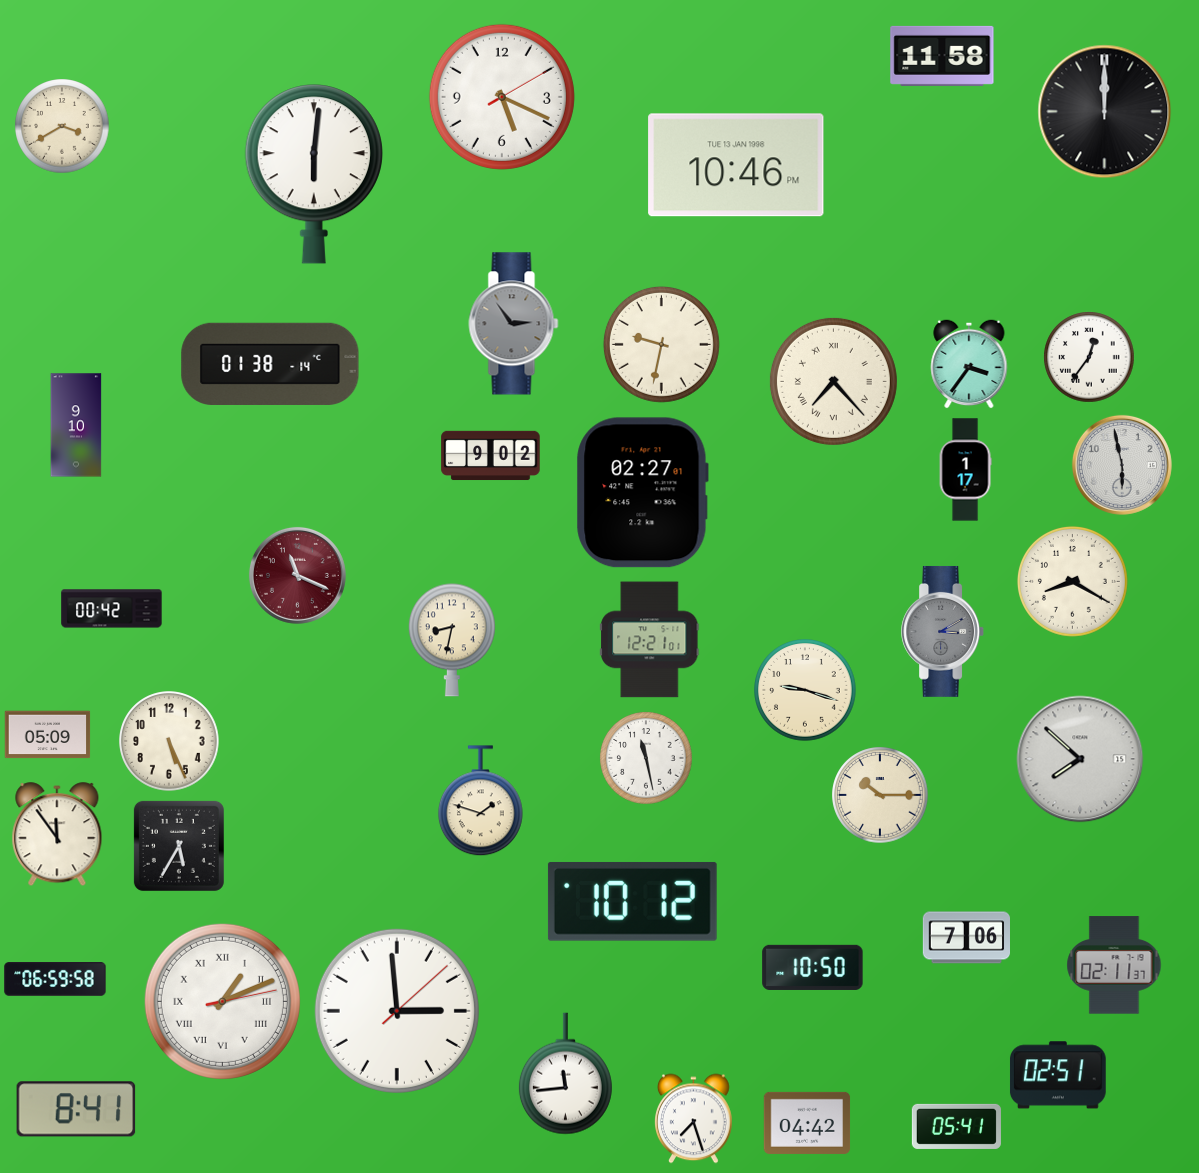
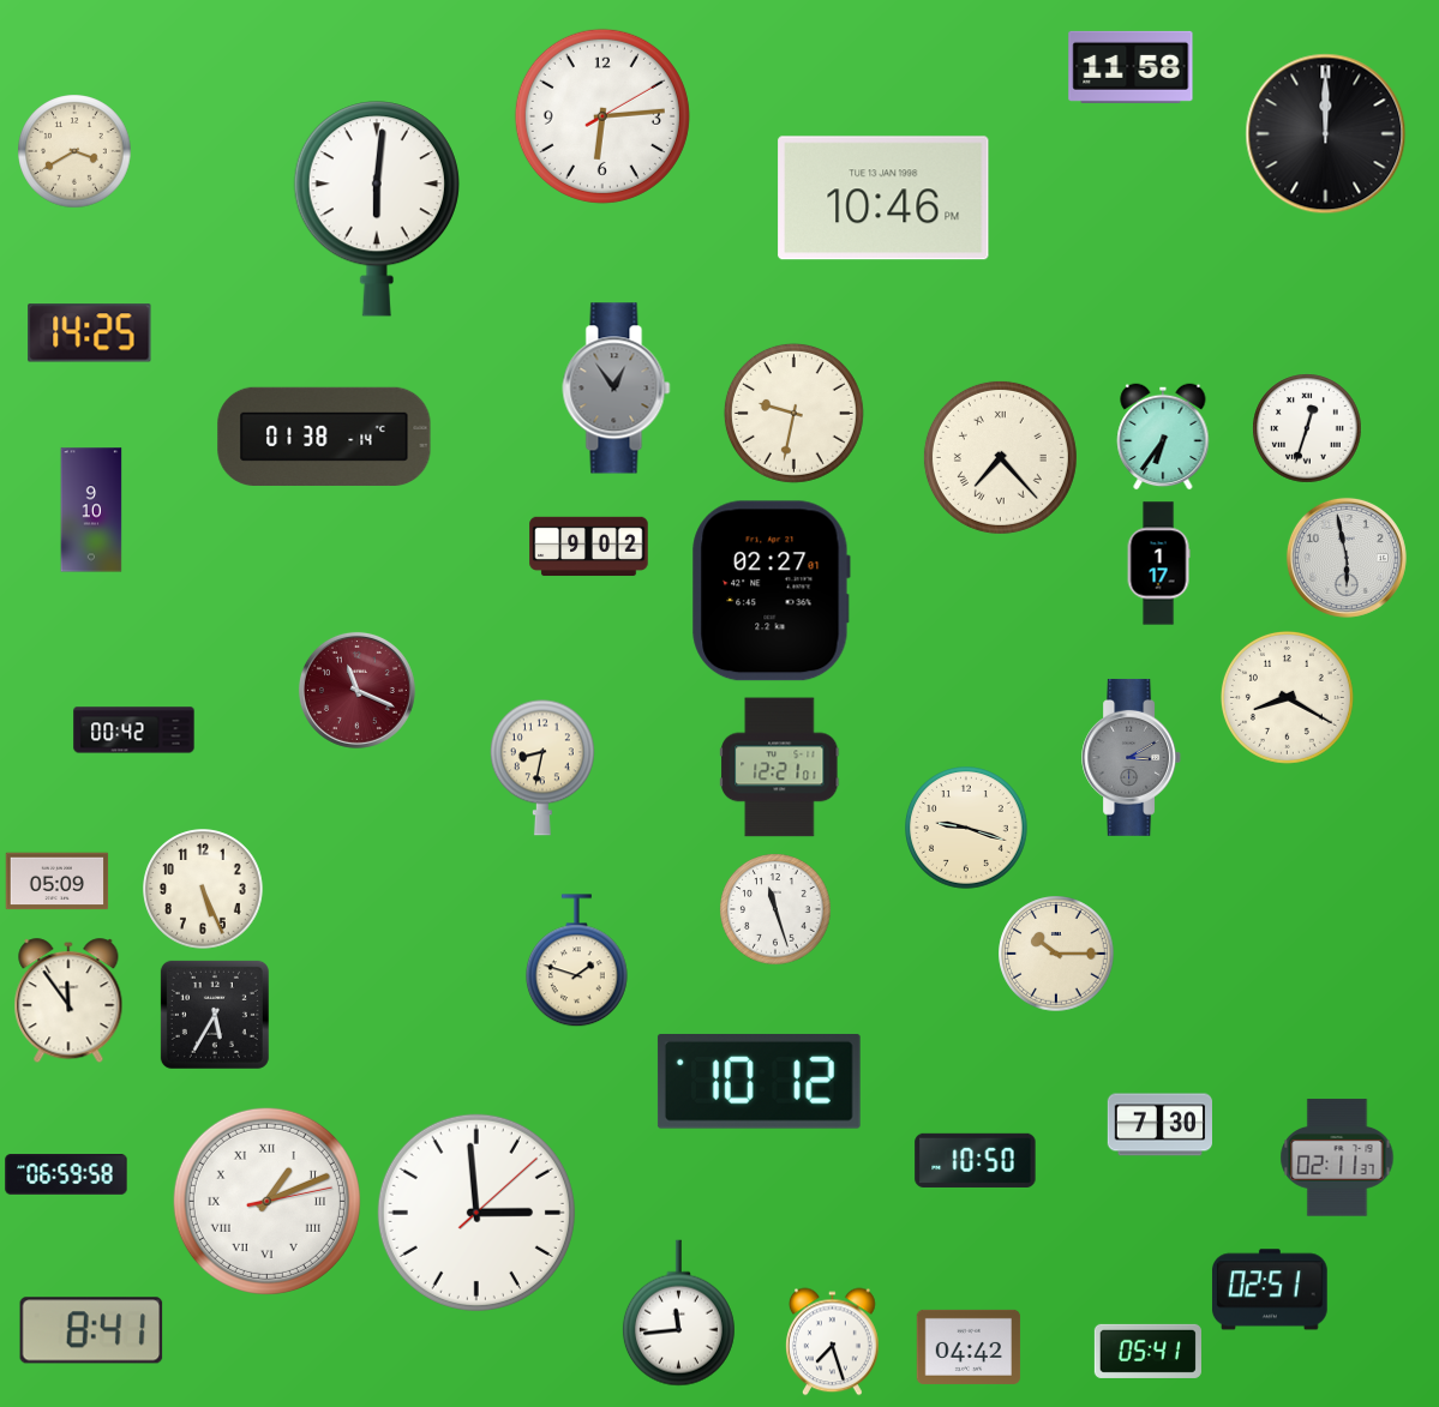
clock at (502, 97): 5:19 -> 6:14
clock at (90, 333): none -> 14:25
clock at (514, 324): 2:54 -> 12:54
clock at (1089, 357): 12:36 -> 12:33
clock at (969, 364): 3:36 -> 6:36
clock at (646, 758): 11:28 -> 11:27
clock at (1080, 759): 7:52 -> none
clock at (966, 938): 7:06 -> 7:30
clock at (565, 1074) position: (565, 1074) -> (678, 1313)
